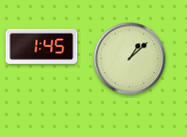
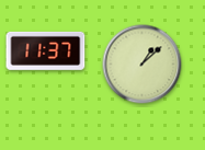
clock at (42, 46): 1:45 -> 11:37
